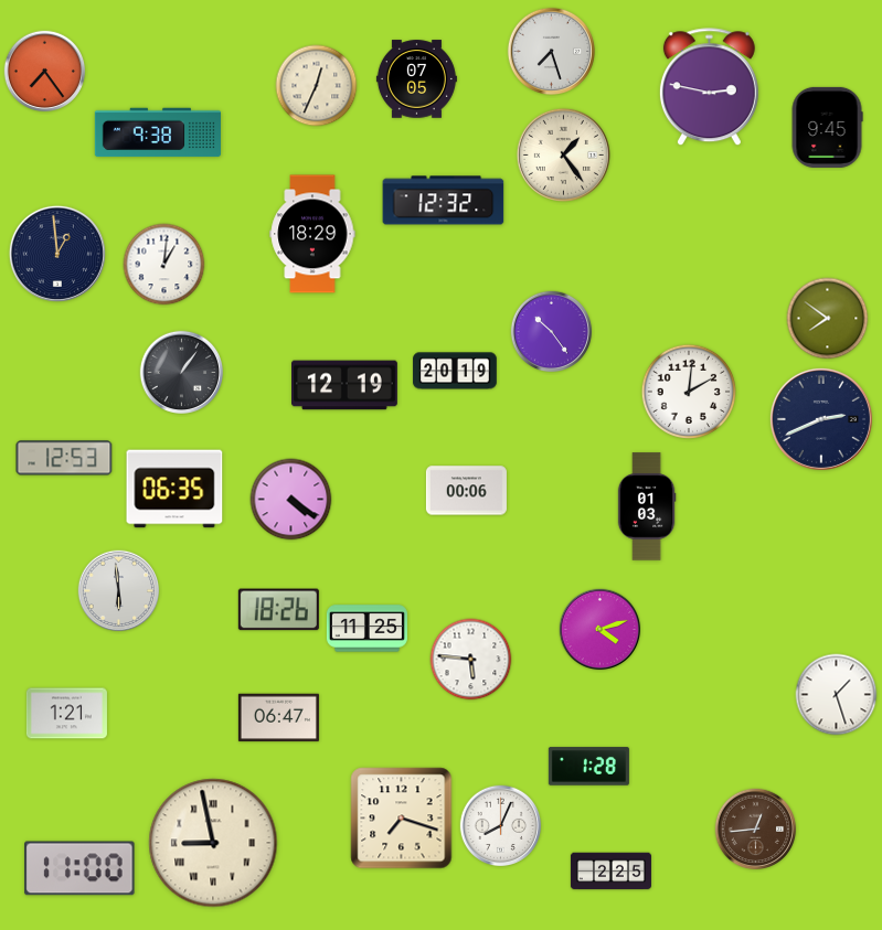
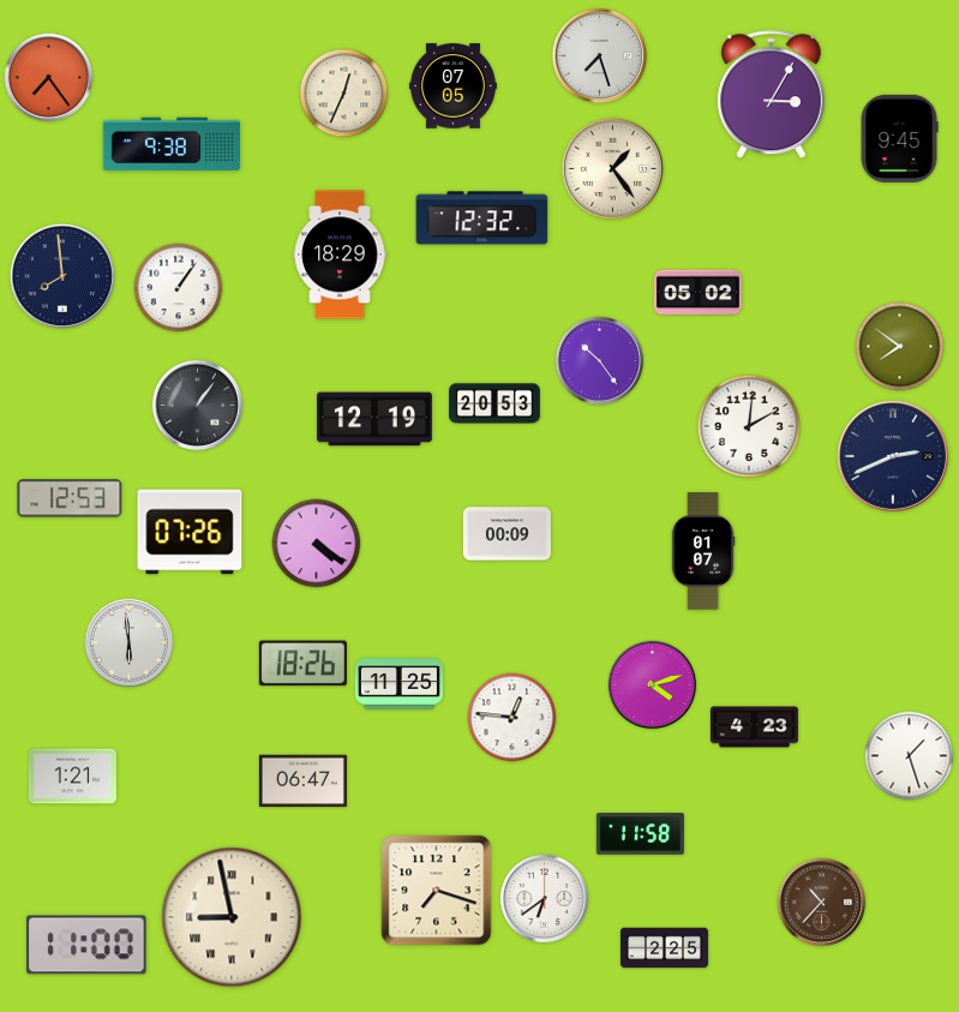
clock at (709, 87): 2:47 -> 3:05
clock at (57, 254): 12:59 -> 7:59
clock at (164, 265): 1:01 -> 1:06
clock at (697, 293): none -> 05:02
clock at (455, 371): 20:19 -> 20:53
clock at (174, 489): 06:35 -> 07:26
clock at (466, 491): 00:06 -> 00:09
clock at (647, 506): 01:03 -> 01:07
clock at (471, 660): 5:46 -> 12:46
clock at (754, 727): none -> 4:23
clock at (588, 767): 1:28 -> 11:58
clock at (501, 826): 8:04 -> 6:39
clock at (756, 830): 12:44 -> 10:37
